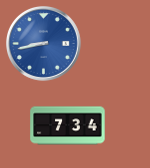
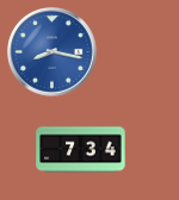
clock at (44, 44): 8:43 -> 8:17
